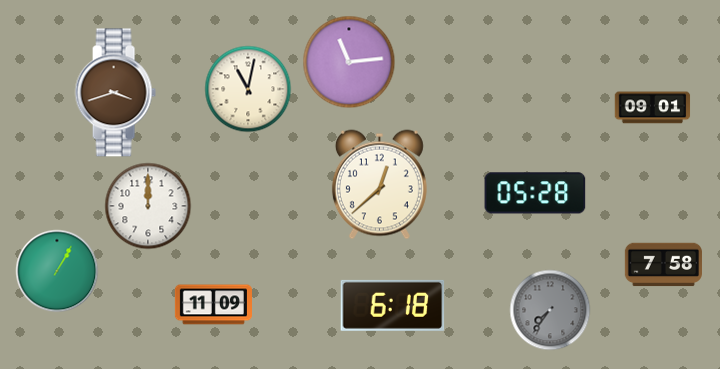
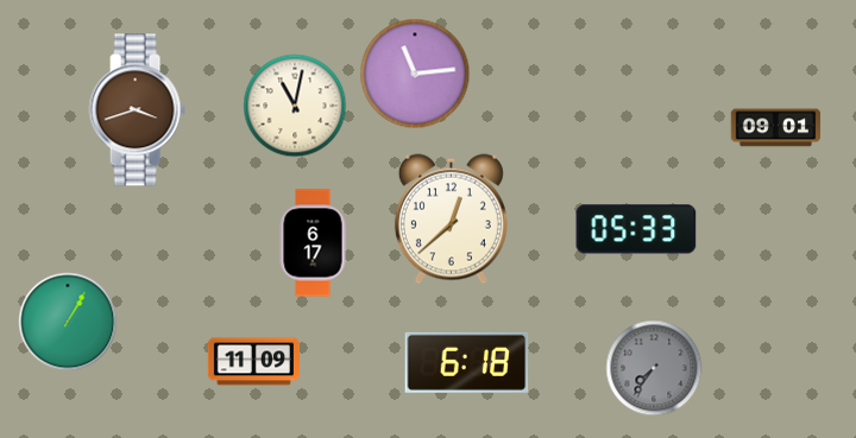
clock at (535, 193): 05:28 -> 05:33
clock at (313, 243): none -> 6:17
clock at (148, 206): 12:00 -> none
clock at (663, 265): 7:58 -> none
